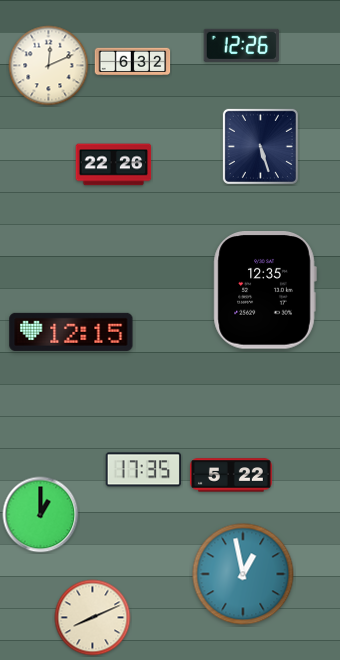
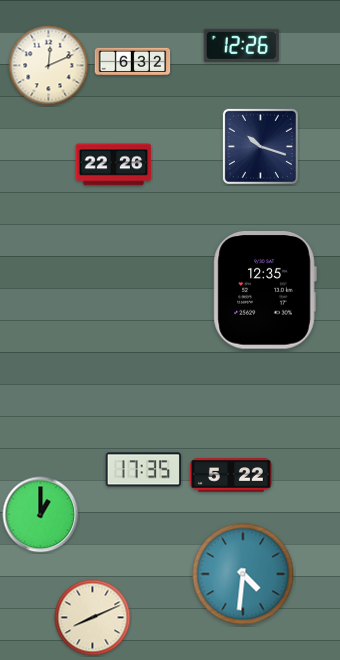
clock at (260, 146): 5:27 -> 10:18
clock at (71, 332): 12:15 -> none
clock at (243, 574): 12:58 -> 4:31
